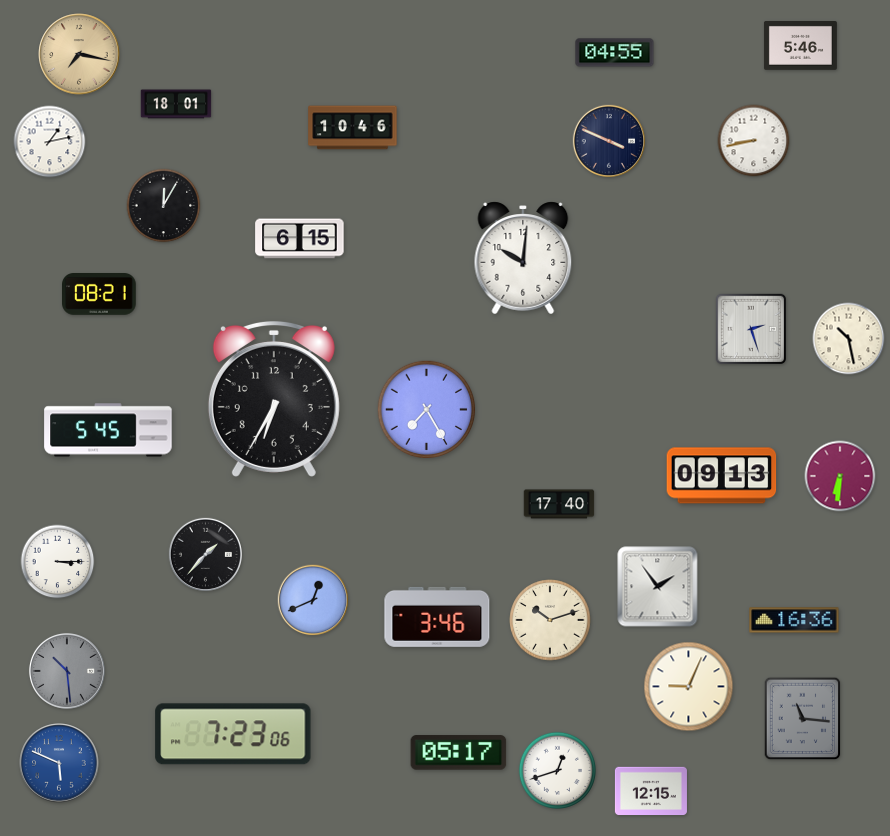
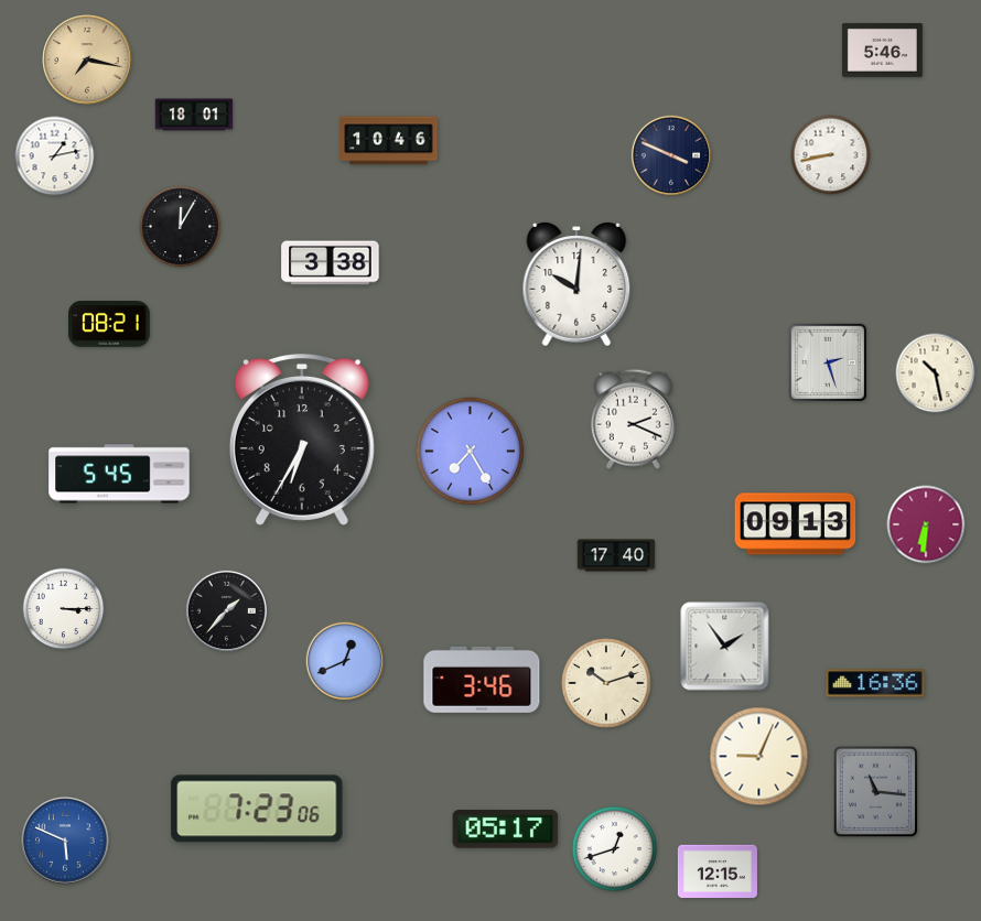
clock at (615, 53): 04:55 -> none
clock at (300, 239): 6:15 -> 3:38
clock at (633, 419): none -> 2:19
clock at (58, 562) position: (58, 562) -> (64, 609)
clock at (67, 671): 10:29 -> none
clock at (803, 719) position: (803, 719) -> (876, 792)
